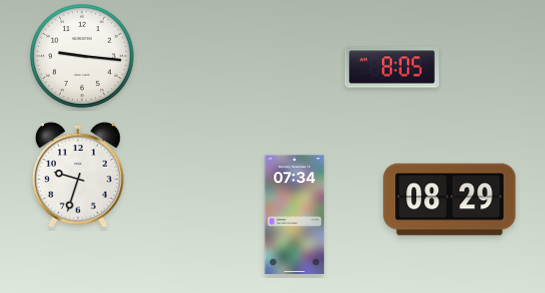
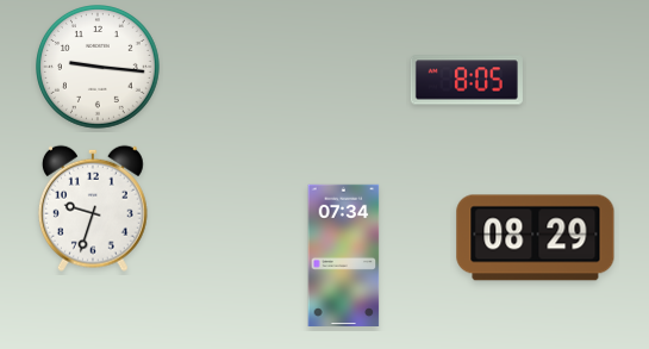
clock at (295, 214) position: (295, 214) -> (344, 255)
